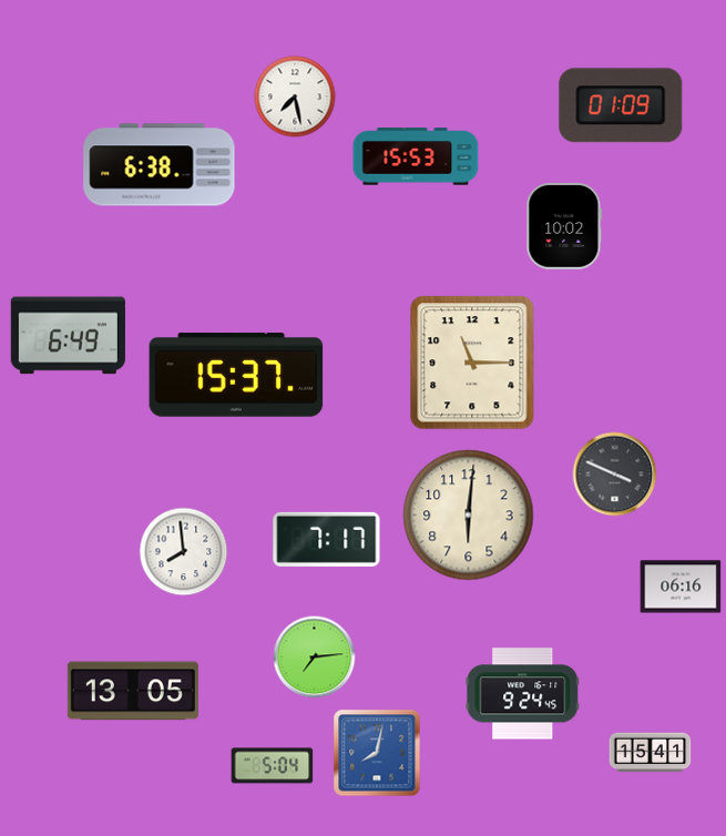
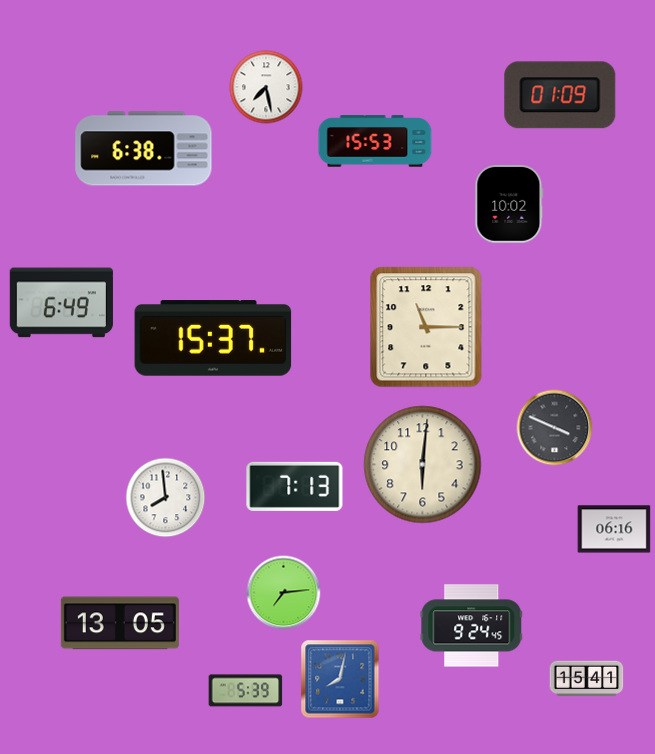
clock at (327, 539): 7:17 -> 7:13
clock at (273, 766): 5:04 -> 5:39
